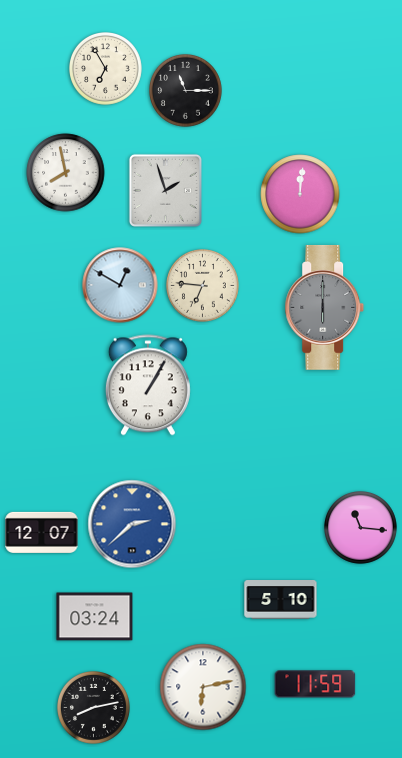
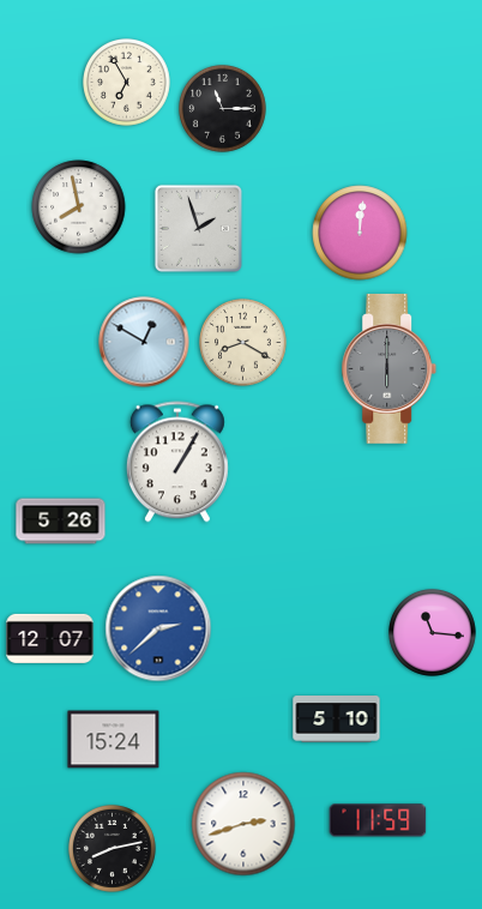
clock at (203, 286): 6:46 -> 8:20
clock at (61, 522): none -> 5:26
clock at (95, 617): 03:24 -> 15:24
clock at (203, 687): 6:13 -> 2:42
